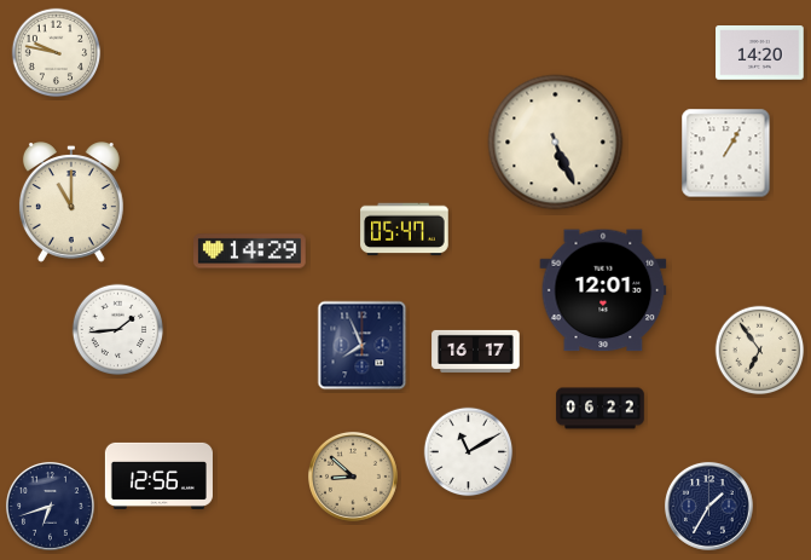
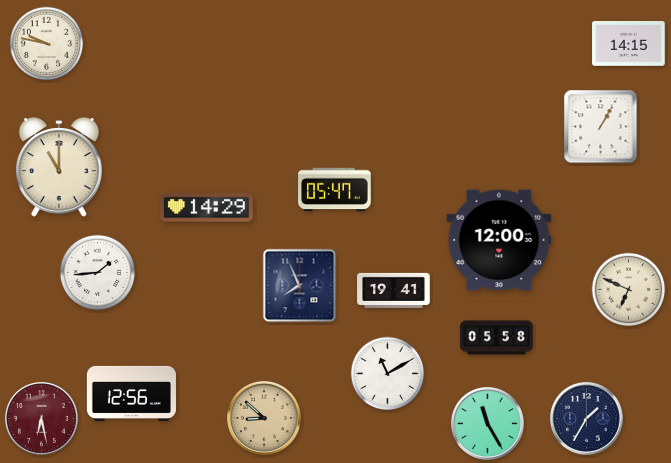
clock at (760, 53): 14:20 -> 14:15
clock at (556, 143): 5:26 -> none
clock at (603, 290): 12:01 -> 12:00
clock at (476, 351): 16:17 -> 19:41
clock at (760, 351): 6:54 -> 6:49
clock at (601, 409): 06:22 -> 05:58
clock at (353, 477) position: (353, 477) -> (264, 418)
clock at (50, 506): 6:42 -> 6:28
clock at (50, 506) dial: navy -> burgundy
clock at (487, 423): none -> 11:25
